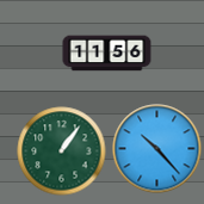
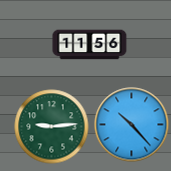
clock at (62, 152): 1:06 -> 9:14
